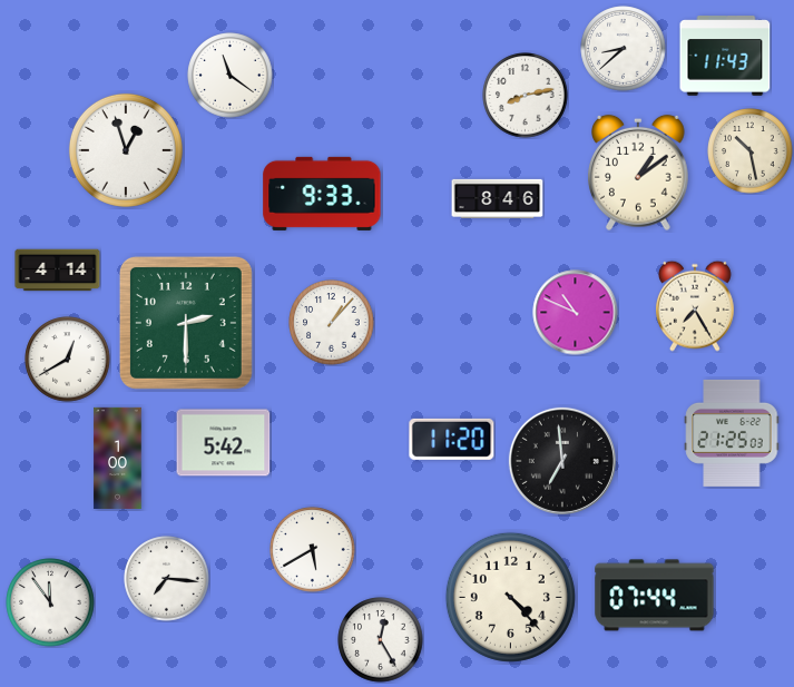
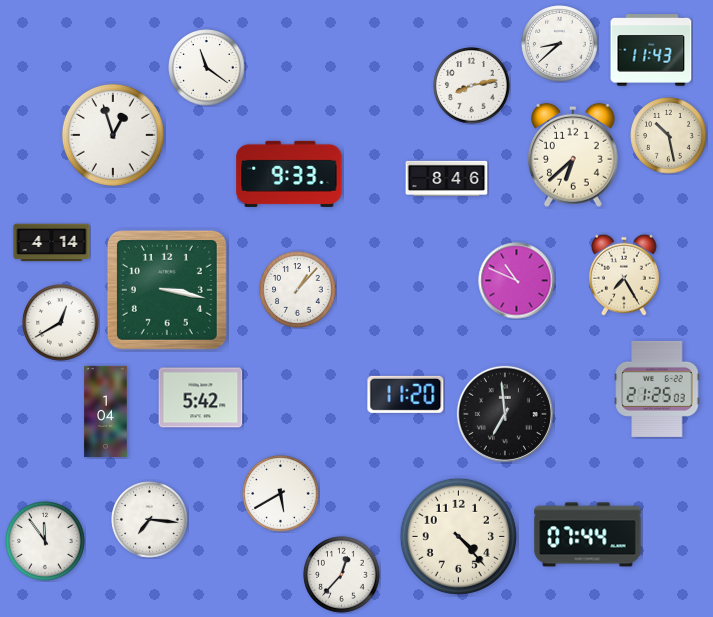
clock at (751, 151) position: (751, 151) -> (669, 136)
clock at (639, 173): 1:09 -> 6:38
clock at (186, 323): 2:30 -> 3:17
clock at (118, 459): 1:00 -> 1:04
clock at (381, 640): 12:25 -> 12:37
